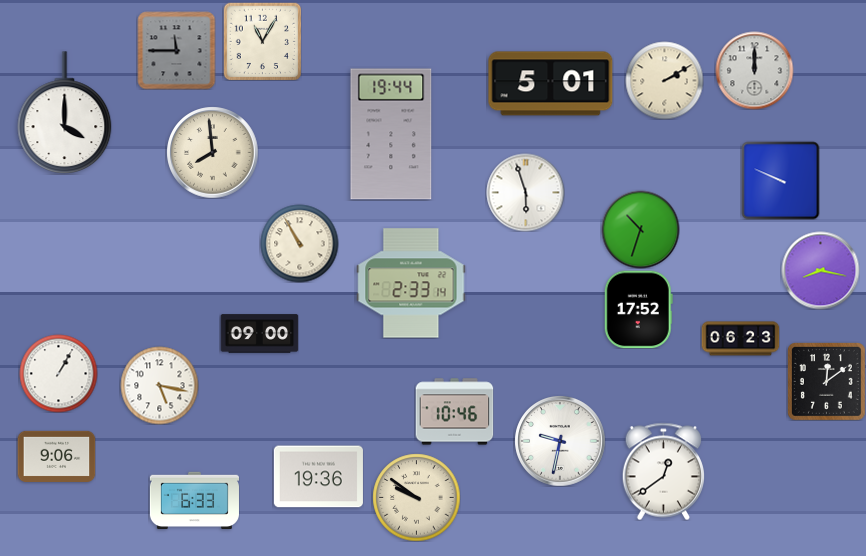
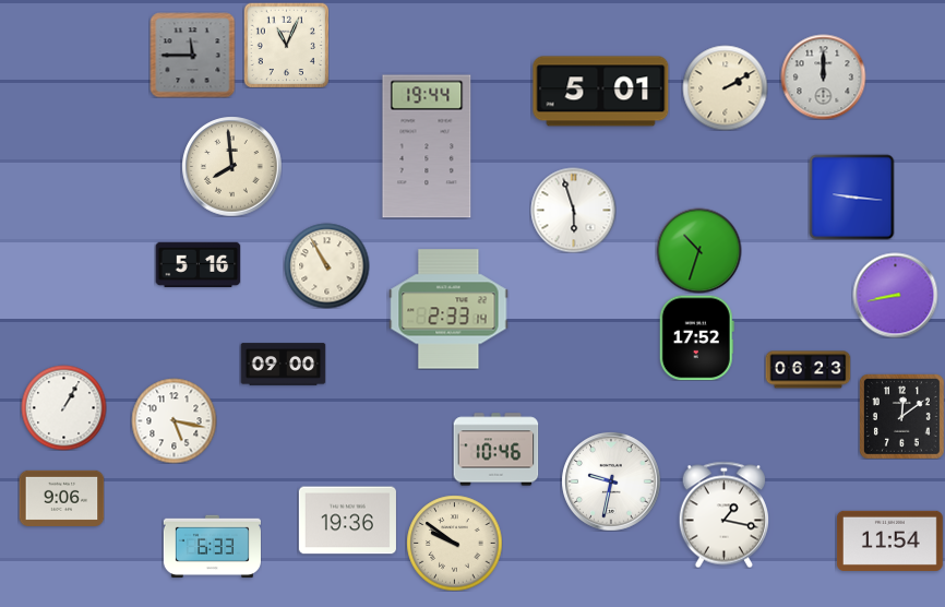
clock at (262, 41): 11:05 -> 11:04
clock at (65, 112): 4:00 -> none
clock at (780, 180): 9:49 -> 9:16
clock at (198, 265): none -> 5:16
clock at (820, 270): 8:17 -> 8:43
clock at (663, 471): 12:39 -> 1:17
clock at (889, 540): none -> 11:54
